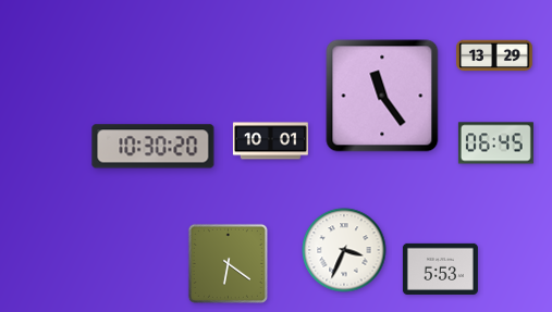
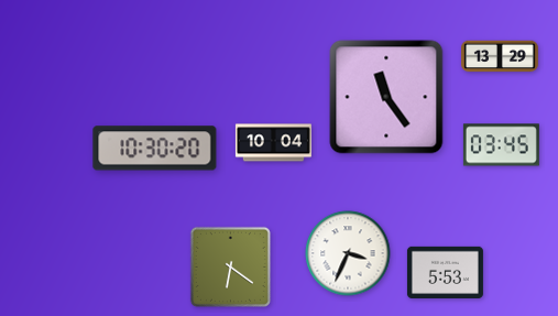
clock at (270, 141): 10:01 -> 10:04
clock at (495, 143): 06:45 -> 03:45
